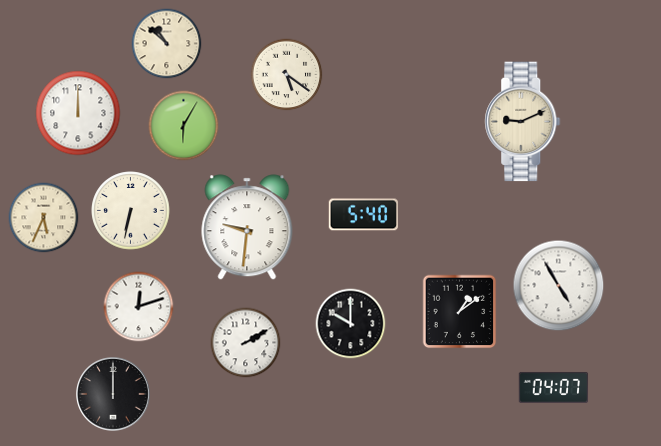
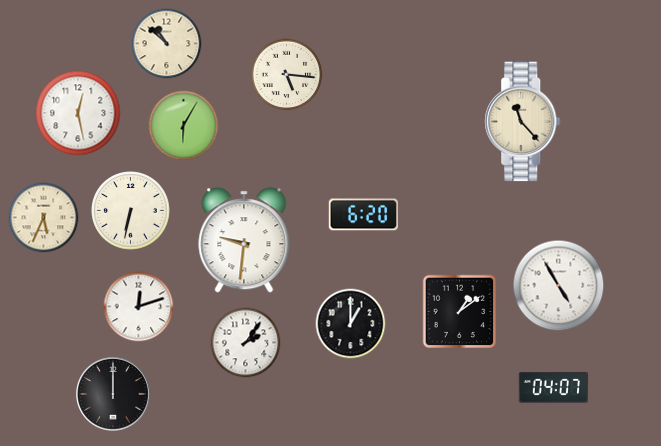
clock at (287, 75): 5:21 -> 5:16
clock at (78, 113): 12:00 -> 12:28
clock at (523, 122): 9:11 -> 11:23
clock at (363, 215): 5:40 -> 6:20
clock at (247, 227) position: (247, 227) -> (244, 240)
clock at (351, 324): 10:00 -> 1:00
clock at (246, 343): 2:10 -> 2:06
